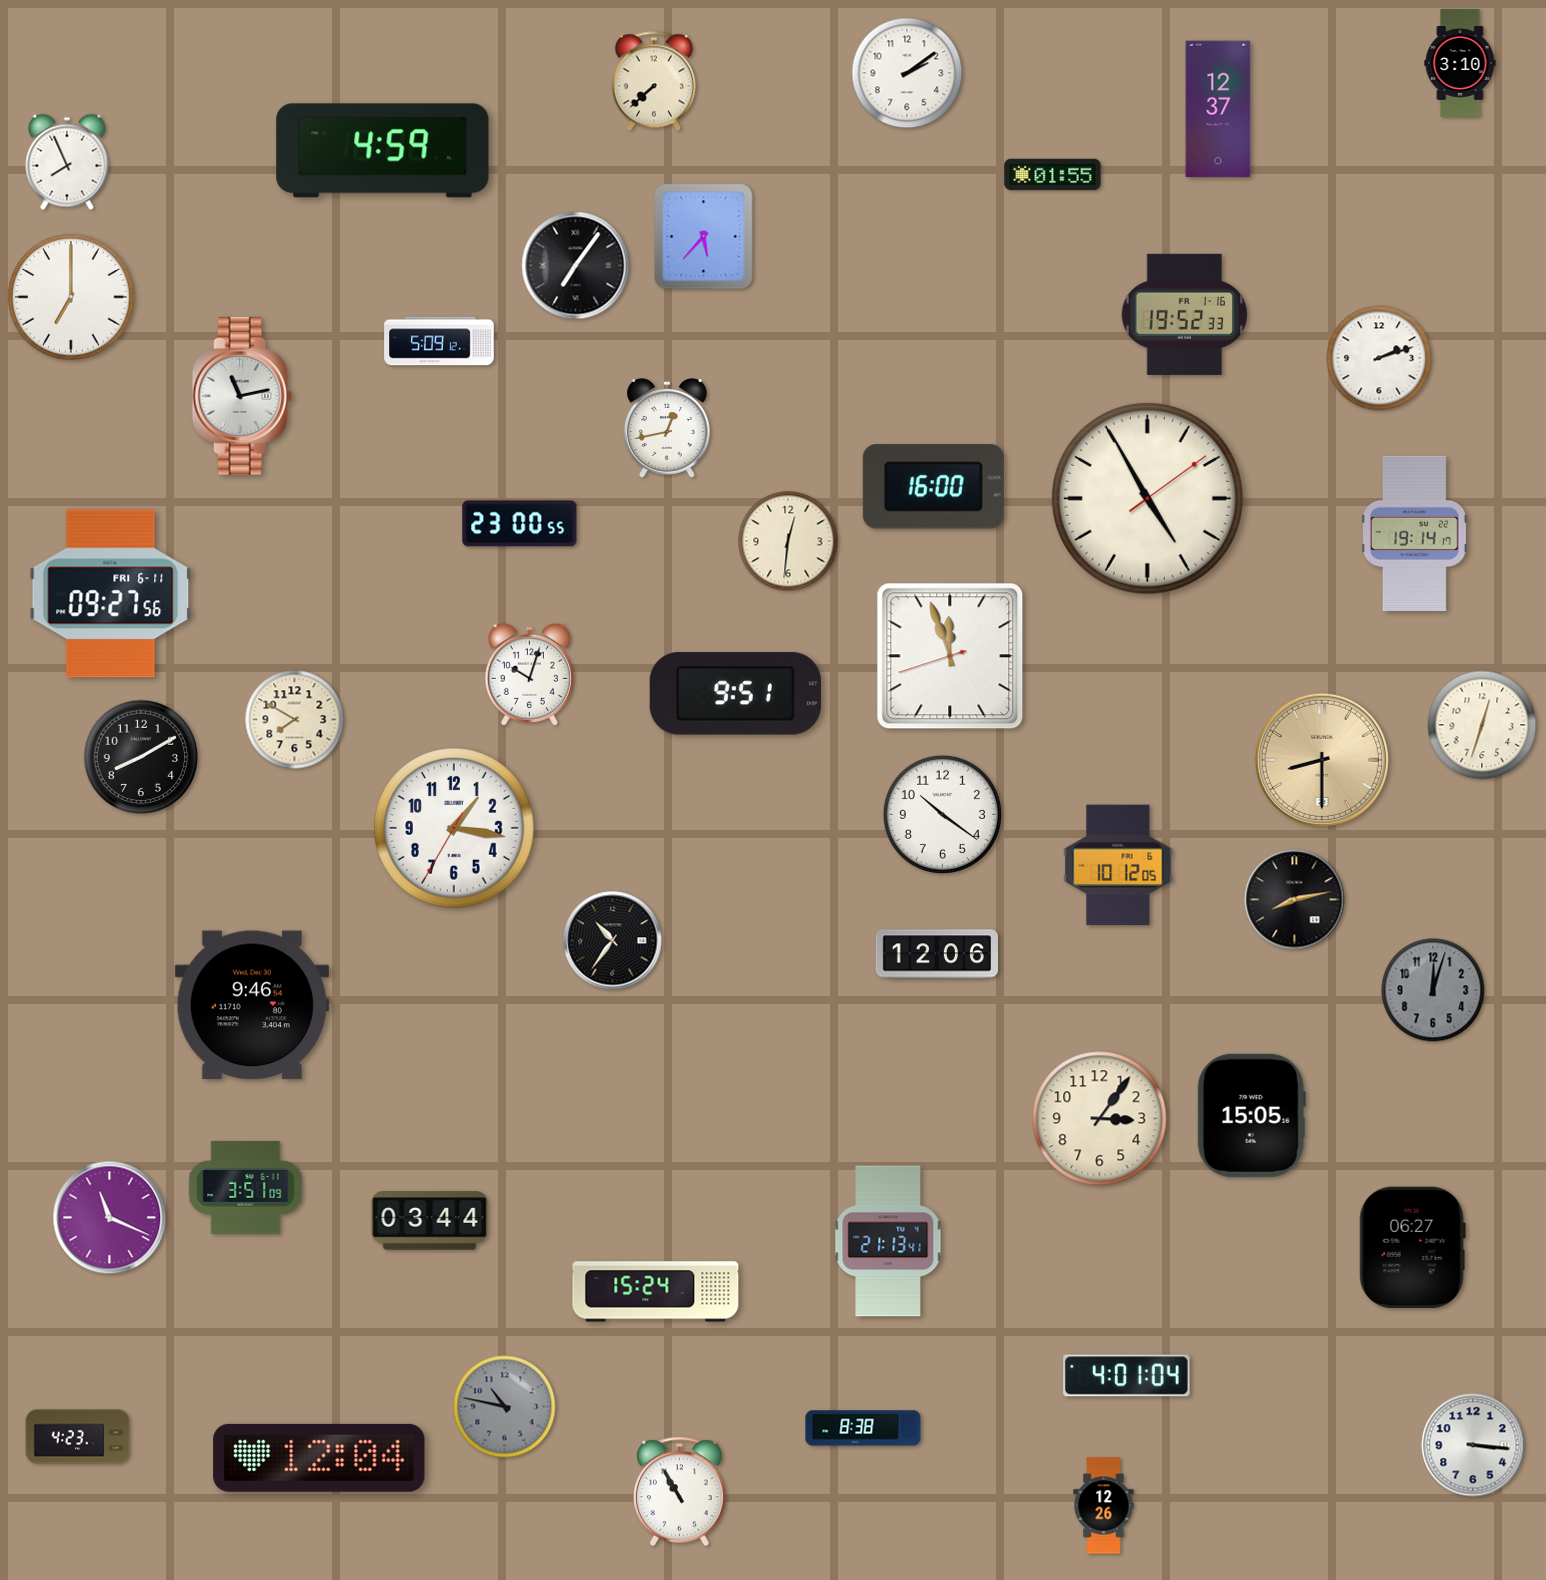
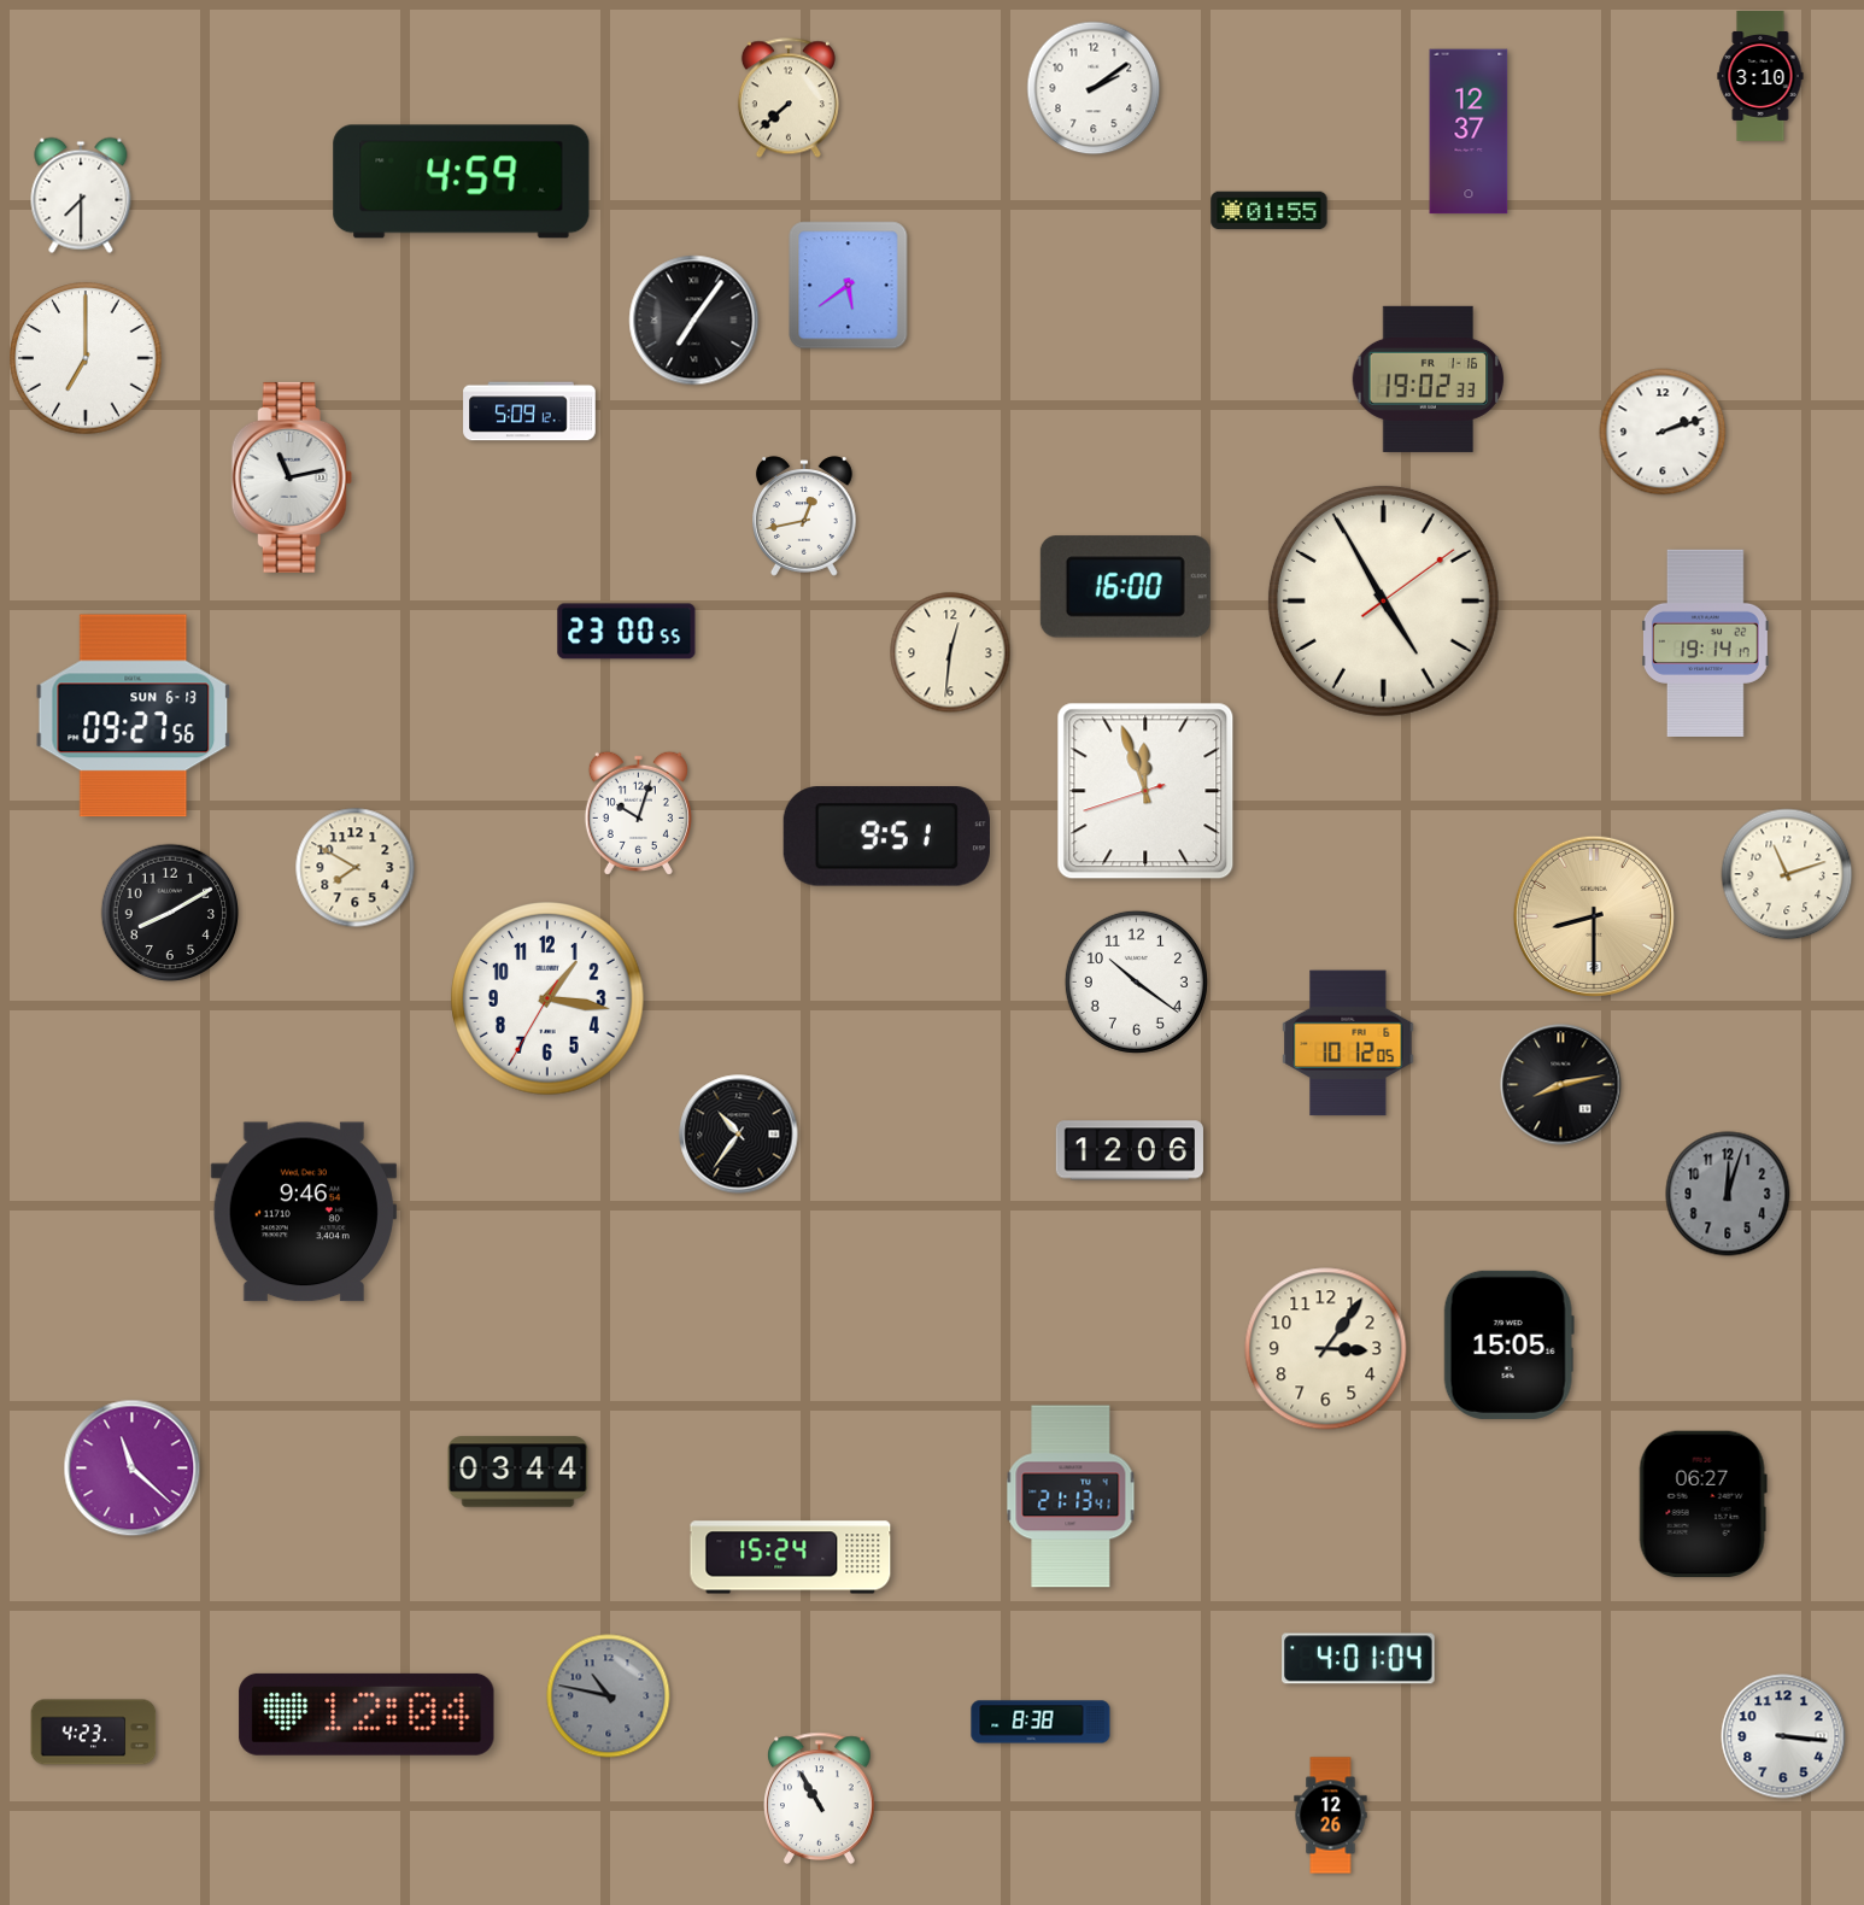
clock at (67, 162): 7:56 -> 7:30
clock at (704, 237): 5:37 -> 5:39
clock at (1185, 314): 19:52 -> 19:02
clock at (111, 594) date: FRI 6-11 -> SUN 6-13
clock at (1482, 725): 12:33 -> 11:12
clock at (246, 1187): 3:51 -> none
clock at (110, 1218): 11:19 -> 11:22
clock at (1473, 1445) position: (1473, 1445) -> (1783, 1736)
clock at (319, 1458) position: (319, 1458) -> (367, 1714)
